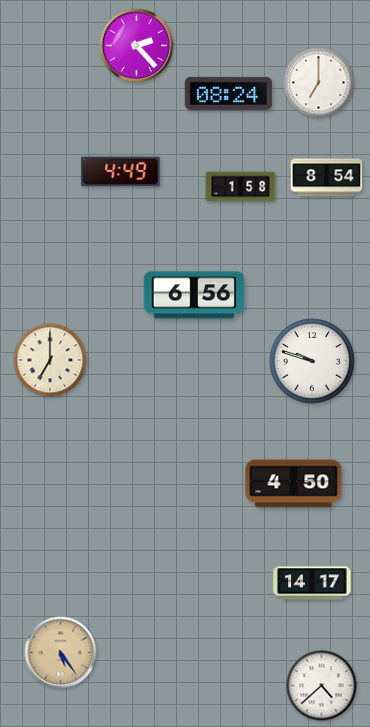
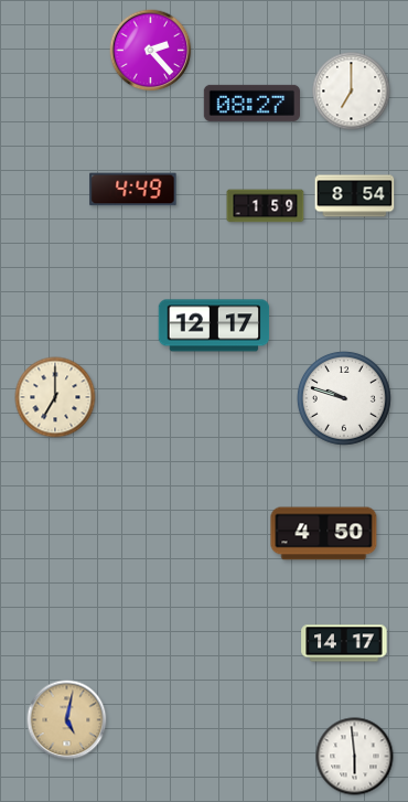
clock at (228, 93): 08:24 -> 08:27
clock at (327, 178) position: (327, 178) -> (355, 196)
clock at (241, 187): 1:58 -> 1:59
clock at (194, 295): 6:56 -> 12:17
clock at (61, 653): 5:24 -> 5:02
clock at (322, 686): 4:38 -> 5:59
